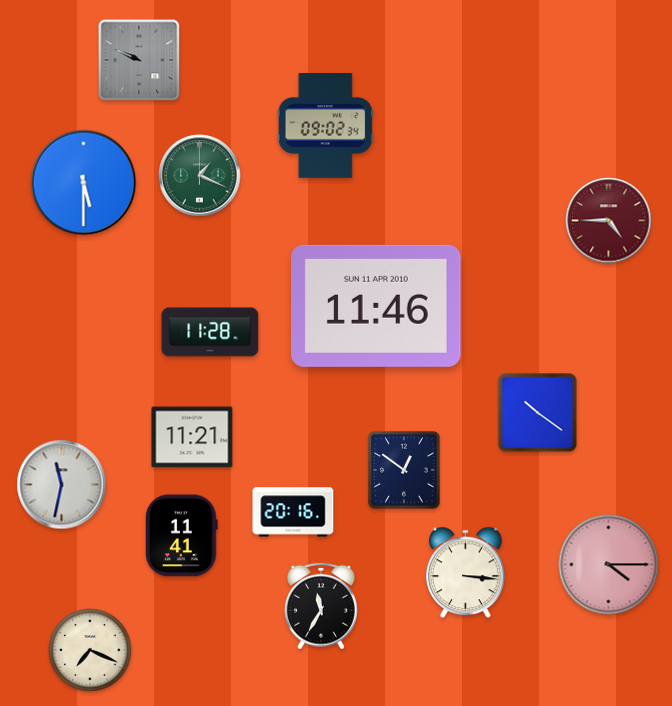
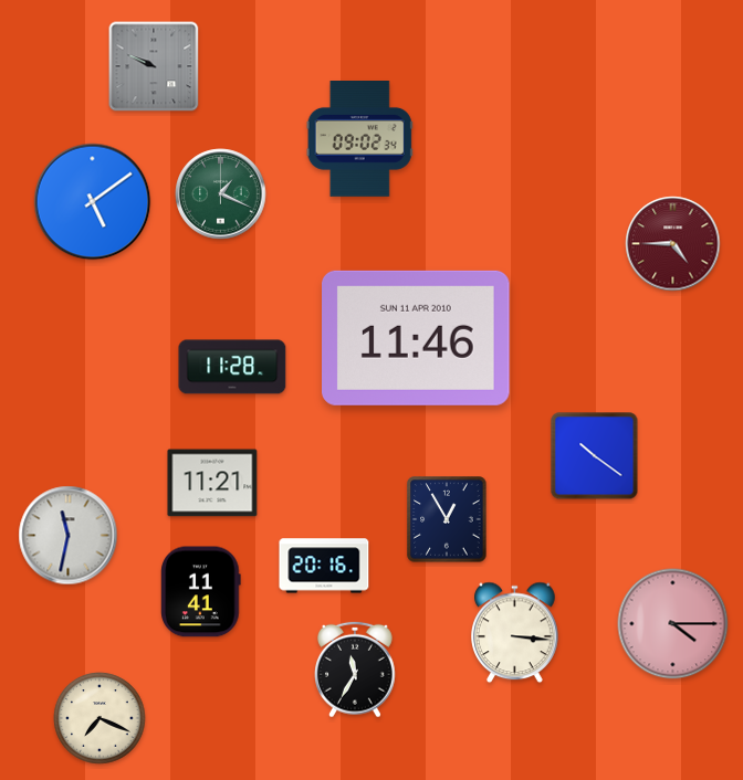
clock at (84, 183): 5:30 -> 5:09
clock at (404, 470): 12:51 -> 12:55
